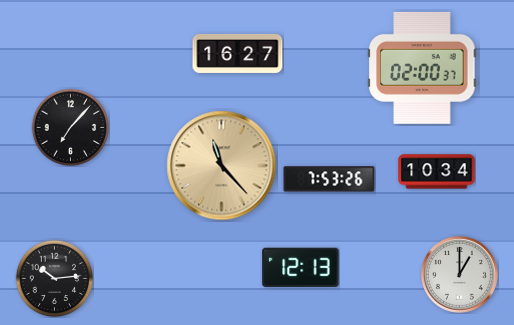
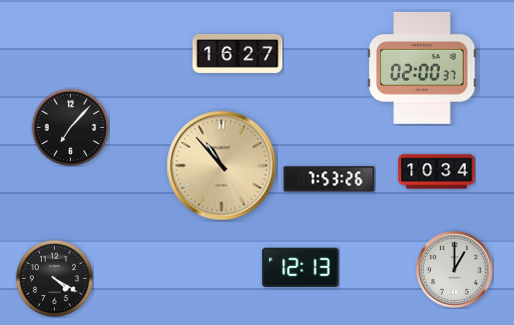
clock at (222, 166): 11:23 -> 10:53
clock at (459, 274) position: (459, 274) -> (454, 269)
clock at (54, 278): 10:14 -> 4:20
